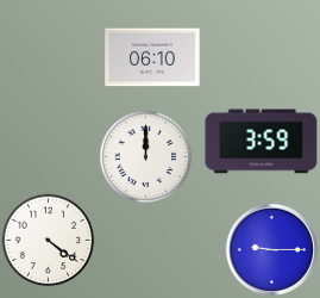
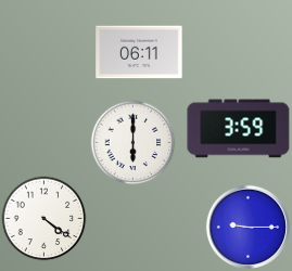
clock at (152, 57): 06:10 -> 06:11
clock at (145, 156): 12:00 -> 6:00
